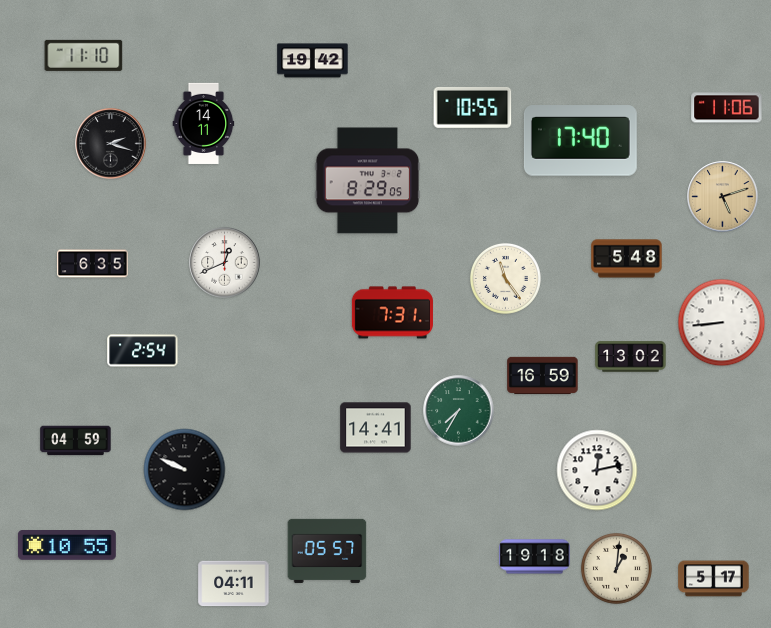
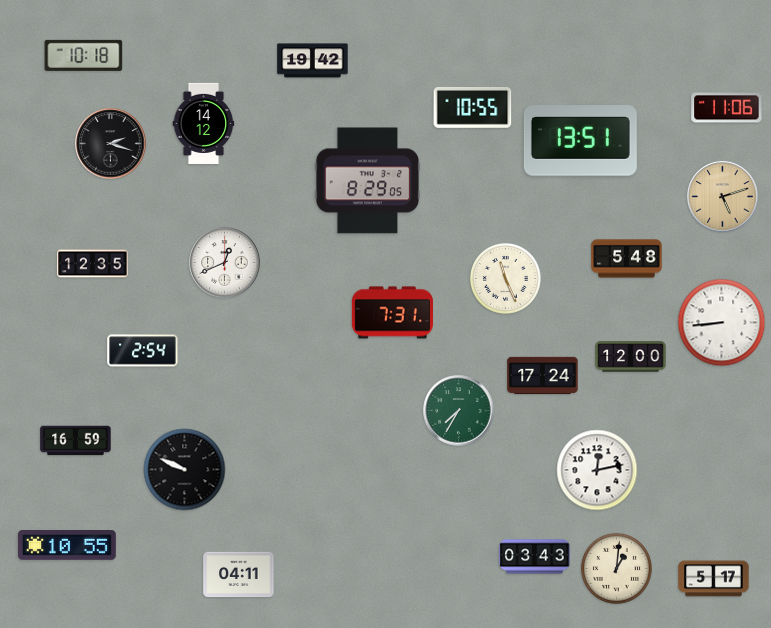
clock at (84, 55): 11:10 -> 10:18
clock at (204, 123): 14:11 -> 14:12
clock at (580, 141): 17:40 -> 13:51
clock at (93, 264): 6:35 -> 12:35
clock at (505, 278): 11:24 -> 11:26
clock at (631, 357): 13:02 -> 12:00
clock at (543, 376): 16:59 -> 17:24
clock at (376, 428): 14:41 -> none
clock at (76, 441): 04:59 -> 16:59
clock at (327, 551): 05:57 -> none
clock at (535, 557): 19:18 -> 03:43
clock at (234, 584) position: (234, 584) -> (239, 575)
